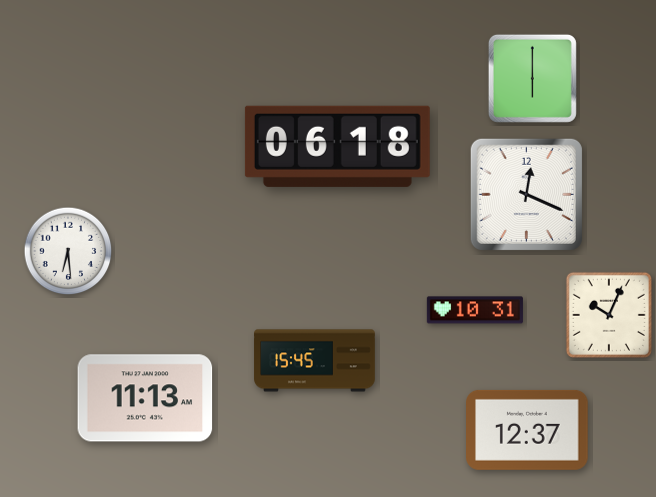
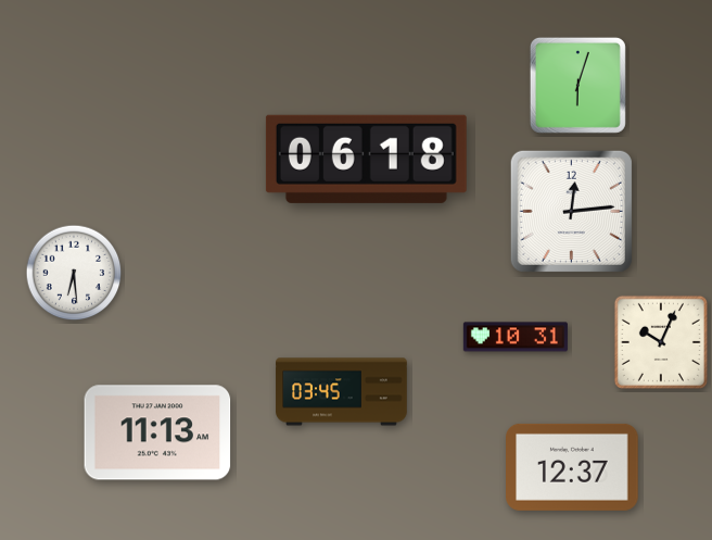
clock at (532, 78): 6:00 -> 6:03
clock at (526, 194): 12:19 -> 12:14
clock at (315, 361): 15:45 -> 03:45
